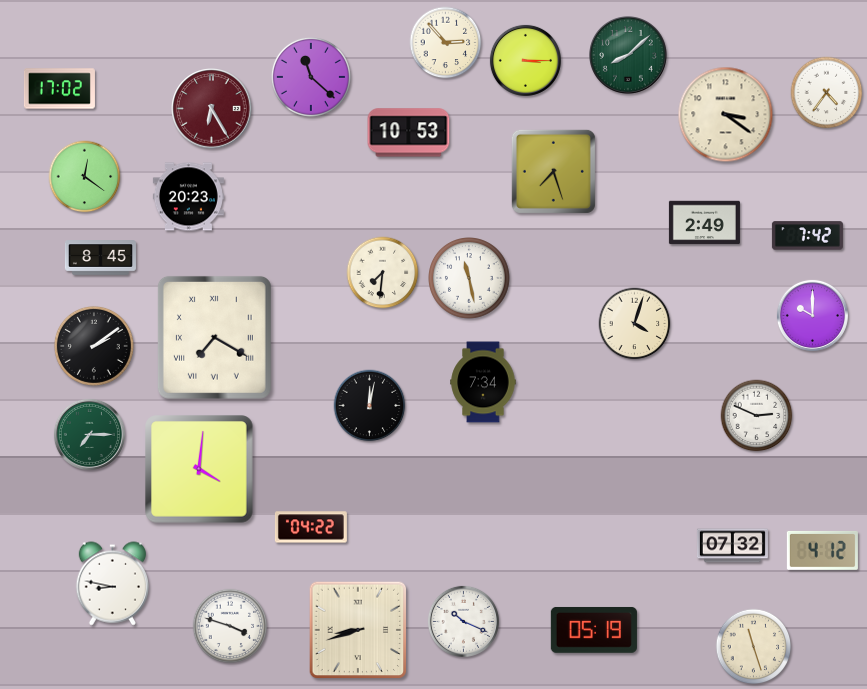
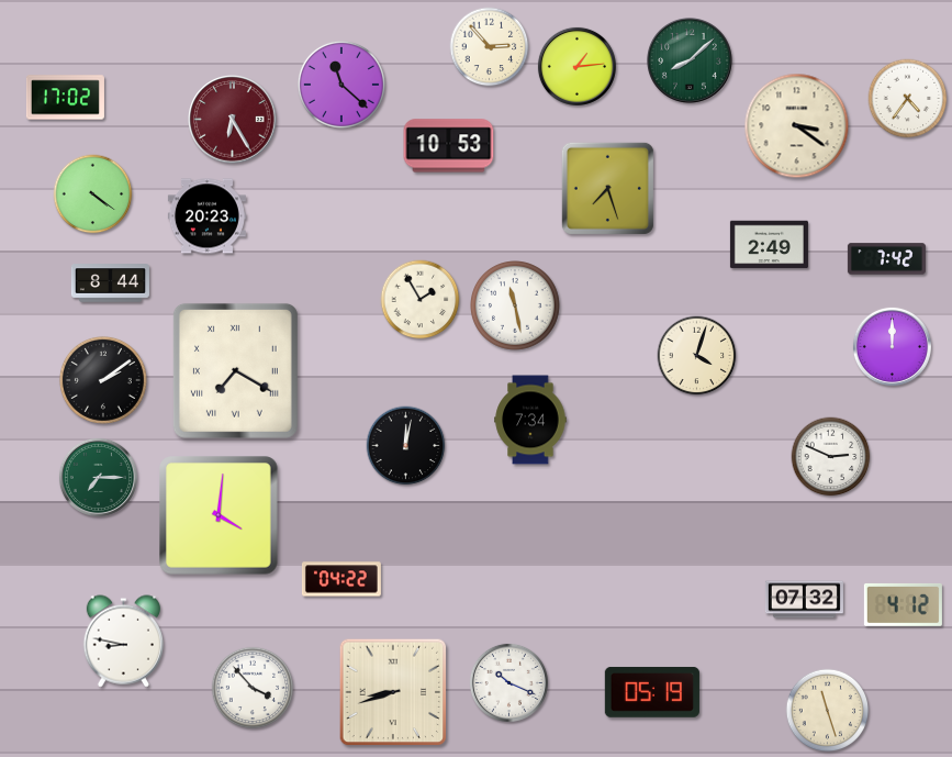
clock at (525, 60): 3:15 -> 1:14
clock at (827, 93) position: (827, 93) -> (908, 99)
clock at (85, 177): 12:21 -> 4:21
clock at (704, 223) position: (704, 223) -> (769, 245)
clock at (100, 258): 8:45 -> 8:44
clock at (383, 273): 7:31 -> 1:55
clock at (812, 315): 10:00 -> 12:00
clock at (230, 626): 3:48 -> 3:53
